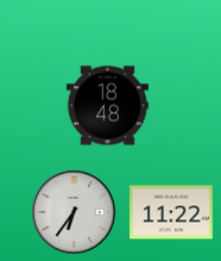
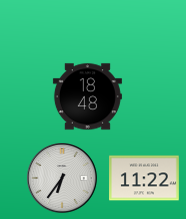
clock at (107, 106) position: (107, 106) -> (87, 97)
